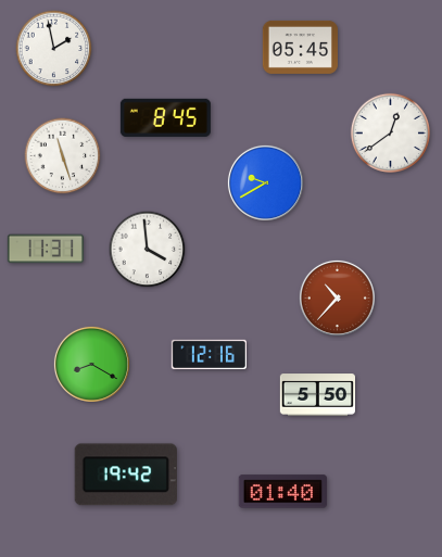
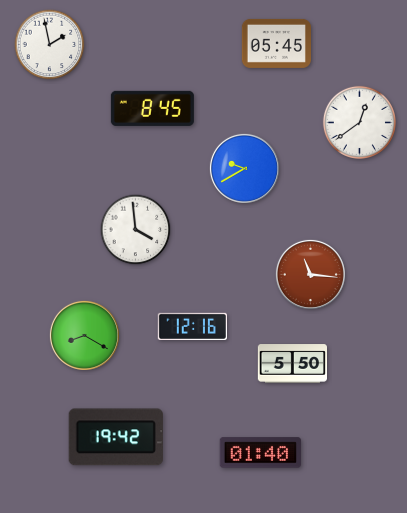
clock at (63, 156): 11:27 -> none
clock at (46, 249): 11:31 -> none
clock at (337, 298): 10:37 -> 11:16
